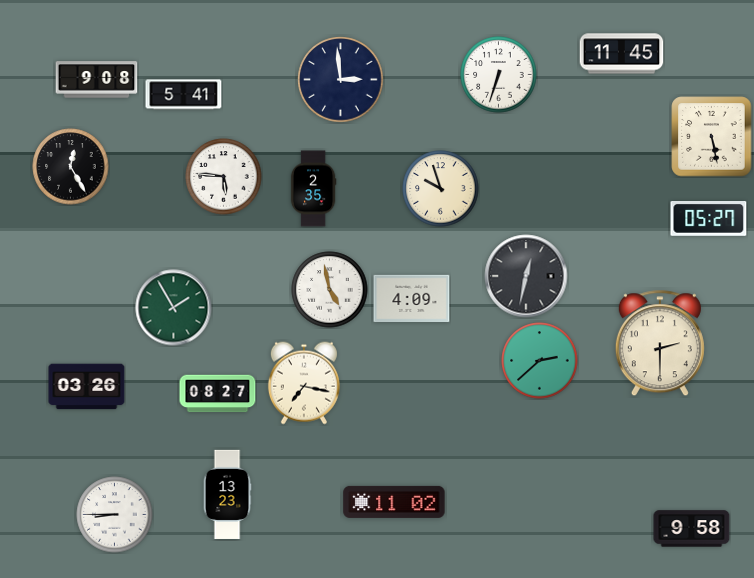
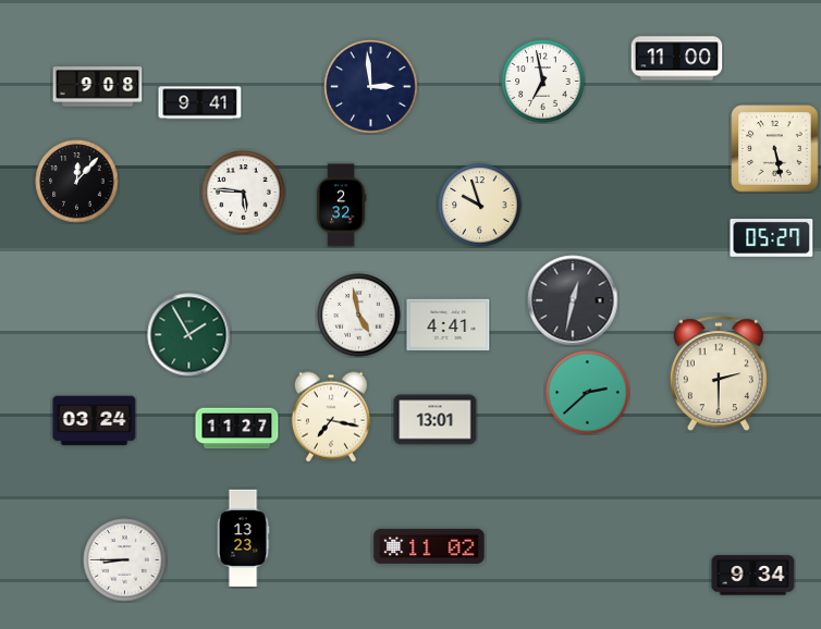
clock at (622, 54): 11:45 -> 11:00
clock at (499, 75): 6:33 -> 6:58
clock at (97, 80) position: (97, 80) -> (98, 87)
clock at (184, 95): 5:41 -> 9:41
clock at (71, 167): 12:25 -> 12:07
clock at (313, 189): 2:35 -> 2:32
clock at (412, 299): 4:09 -> 4:41
clock at (436, 420): none -> 13:01
clock at (87, 387): 03:26 -> 03:24
clock at (218, 394): 08:27 -> 11:27
clock at (227, 494) position: (227, 494) -> (243, 538)
clock at (692, 529): 9:58 -> 9:34
